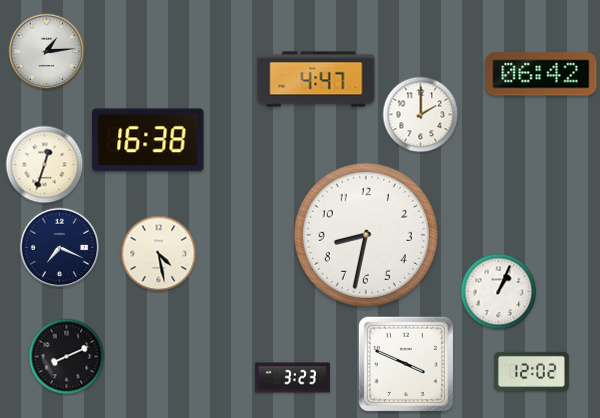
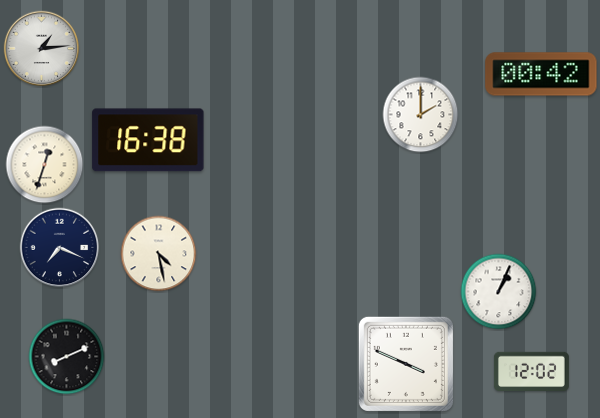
clock at (47, 52) position: (47, 52) -> (42, 49)
clock at (541, 74): 06:42 -> 00:42
clock at (316, 79): 4:47 -> none
clock at (366, 235): 8:32 -> none
clock at (292, 378): 3:23 -> none
